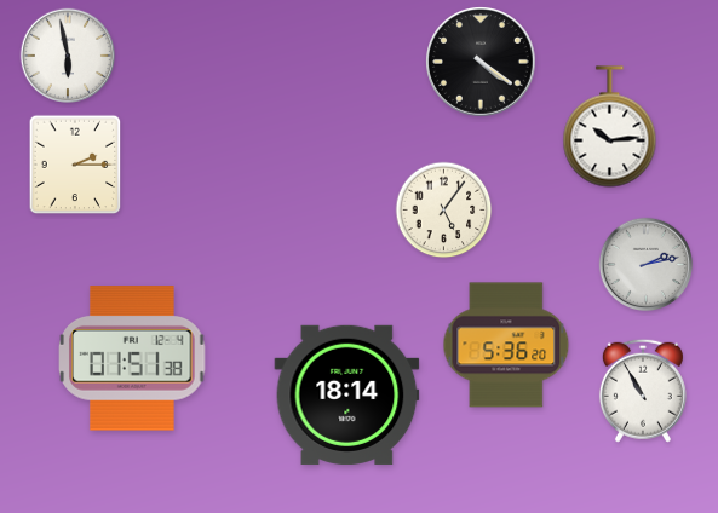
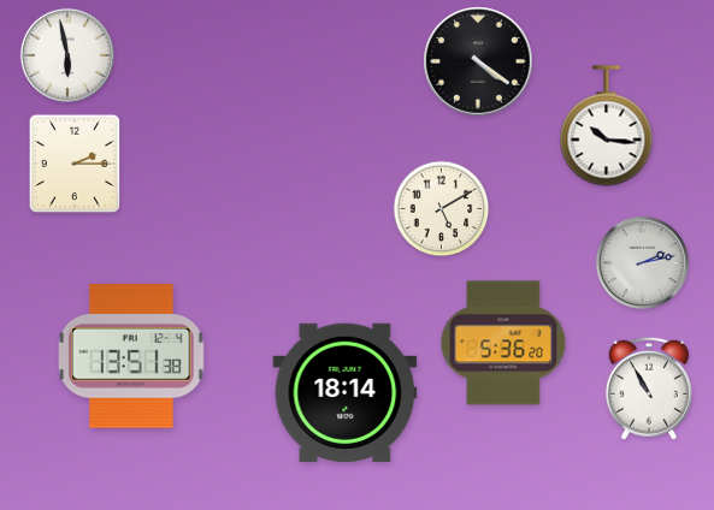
clock at (610, 127): 10:14 -> 10:16
clock at (444, 211): 5:06 -> 5:10
clock at (132, 358): 01:51 -> 13:51
clock at (643, 391) position: (643, 391) -> (649, 389)
